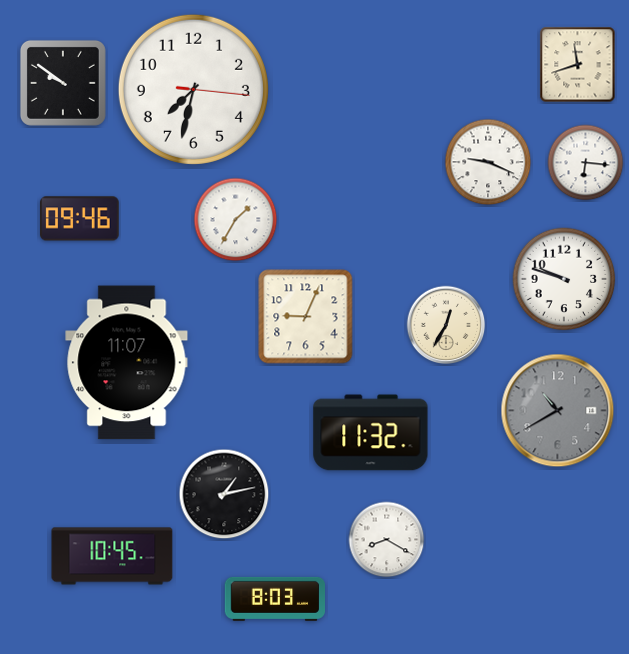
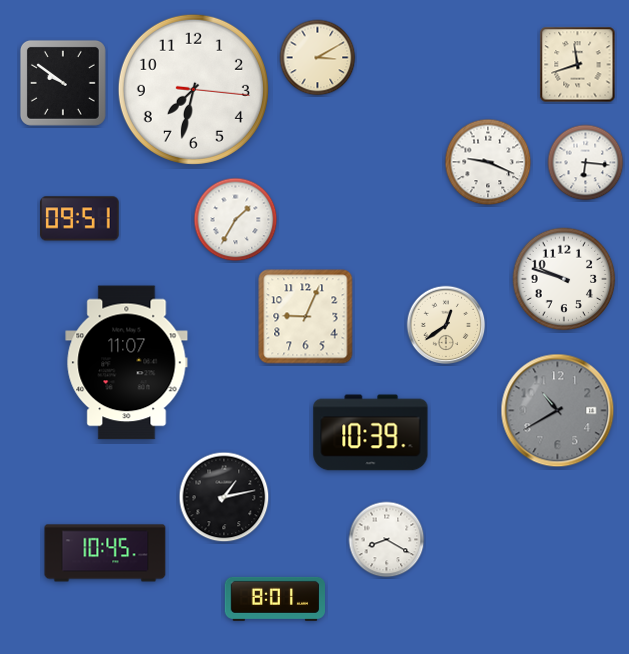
clock at (318, 58): none -> 3:10
clock at (80, 219): 09:46 -> 09:51
clock at (446, 325): 12:35 -> 12:39
clock at (371, 433): 11:32 -> 10:39
clock at (224, 494) position: (224, 494) -> (224, 497)
clock at (112, 556) position: (112, 556) -> (105, 553)
clock at (274, 599): 8:03 -> 8:01
